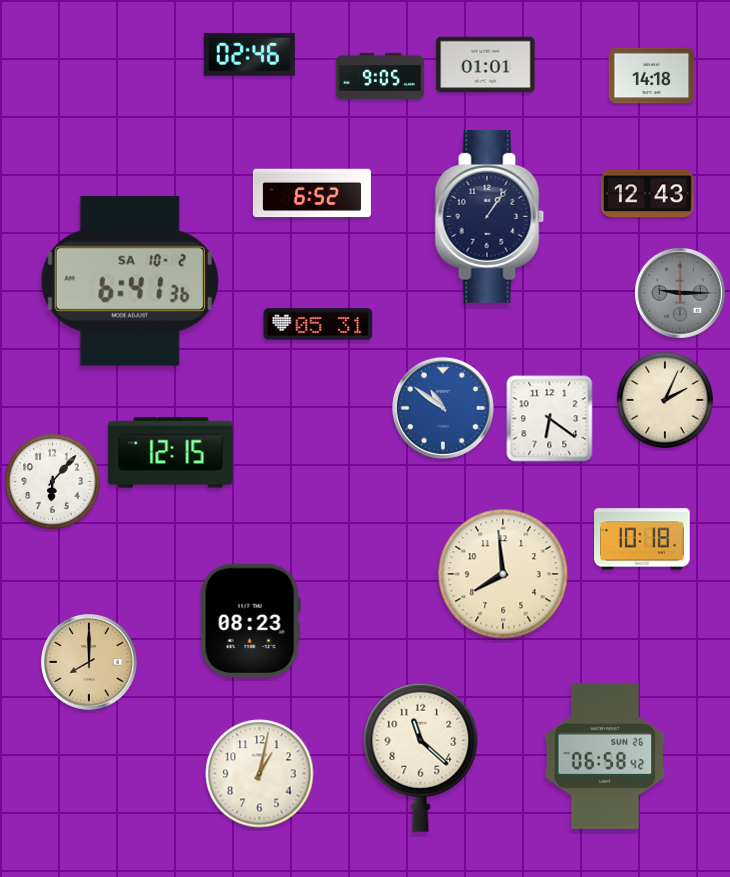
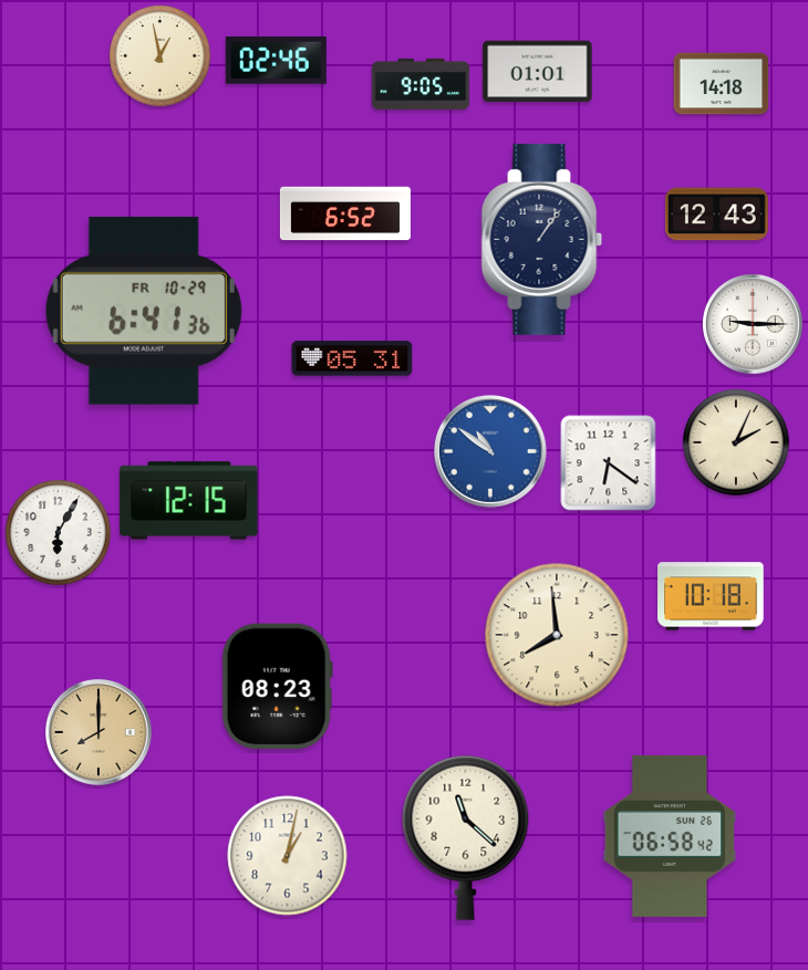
clock at (160, 56): none -> 12:58
clock at (130, 281) date: SA 10-2 -> FR 10-29
clock at (680, 293) dial: grey -> white
clock at (53, 482): 6:07 -> 6:05
